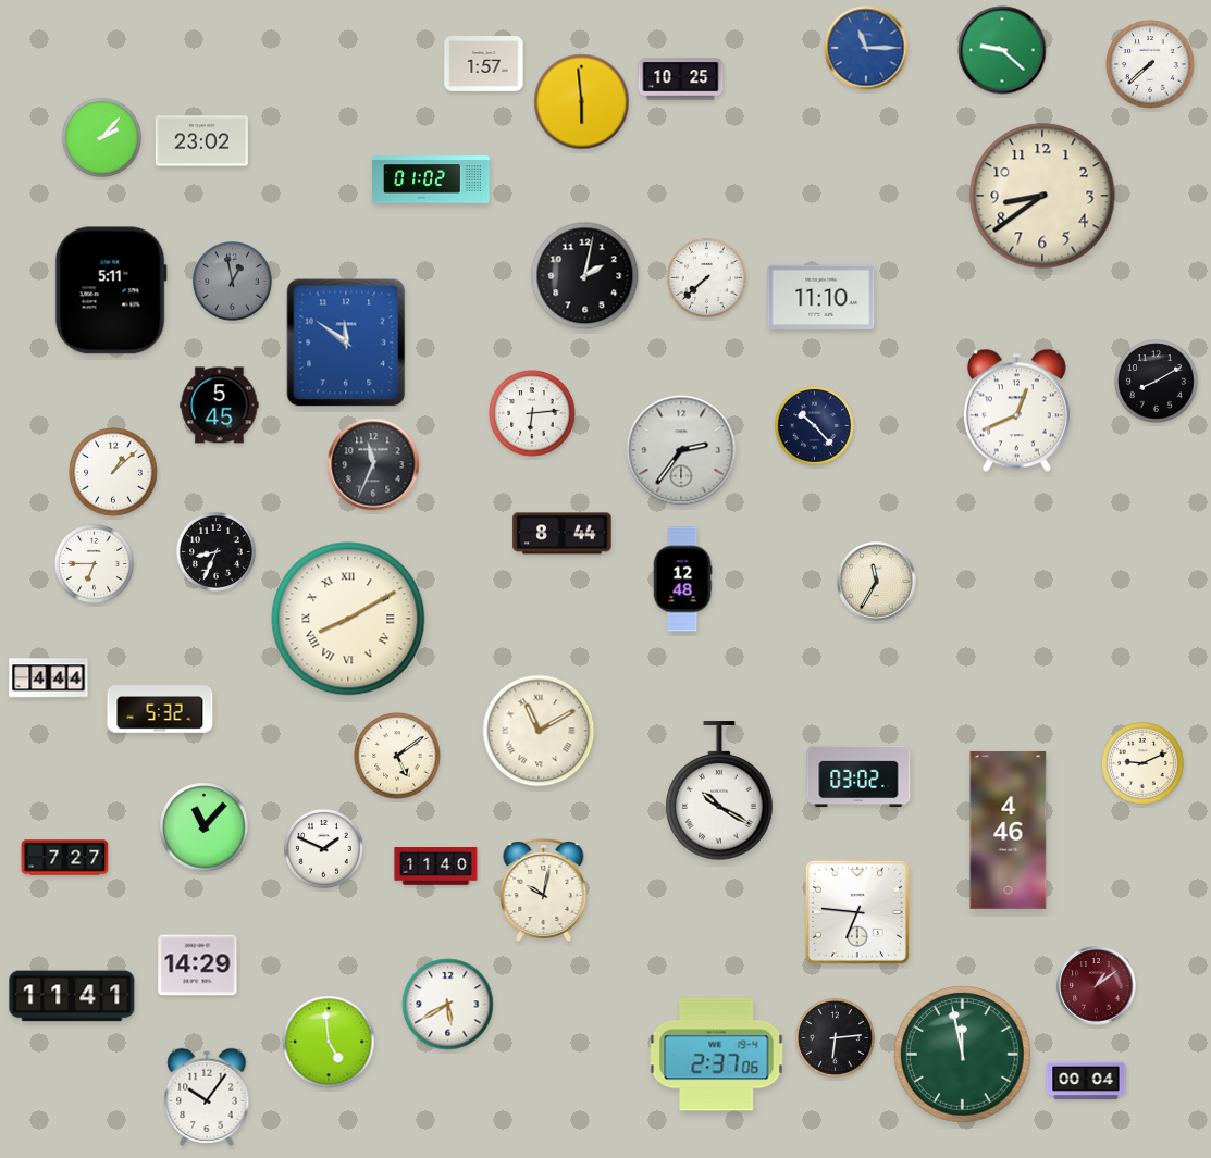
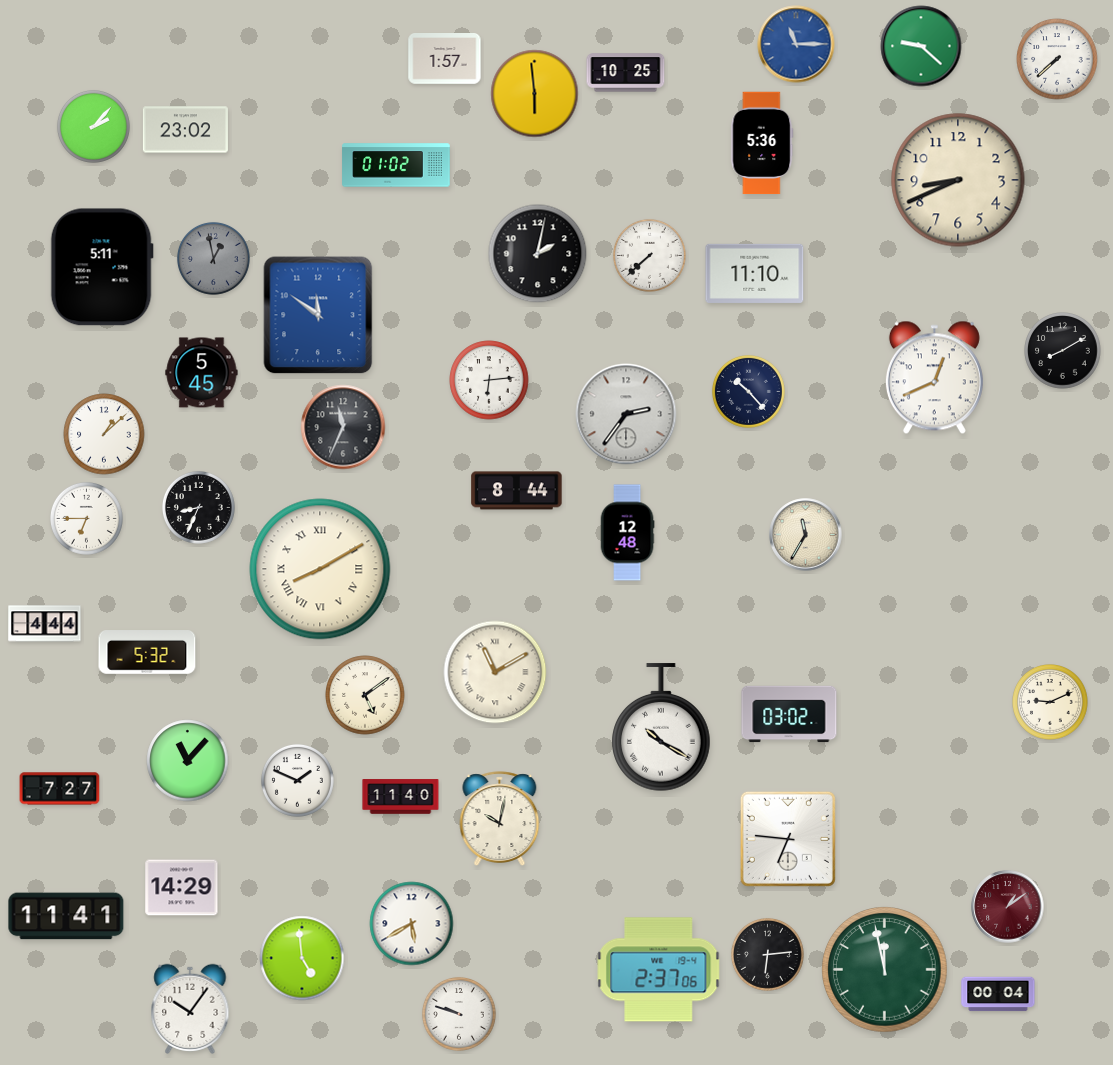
clock at (762, 143): none -> 5:36
clock at (1042, 196): 8:39 -> 8:41
clock at (1009, 830): 4:46 -> none
clock at (459, 1014): none -> 9:48
